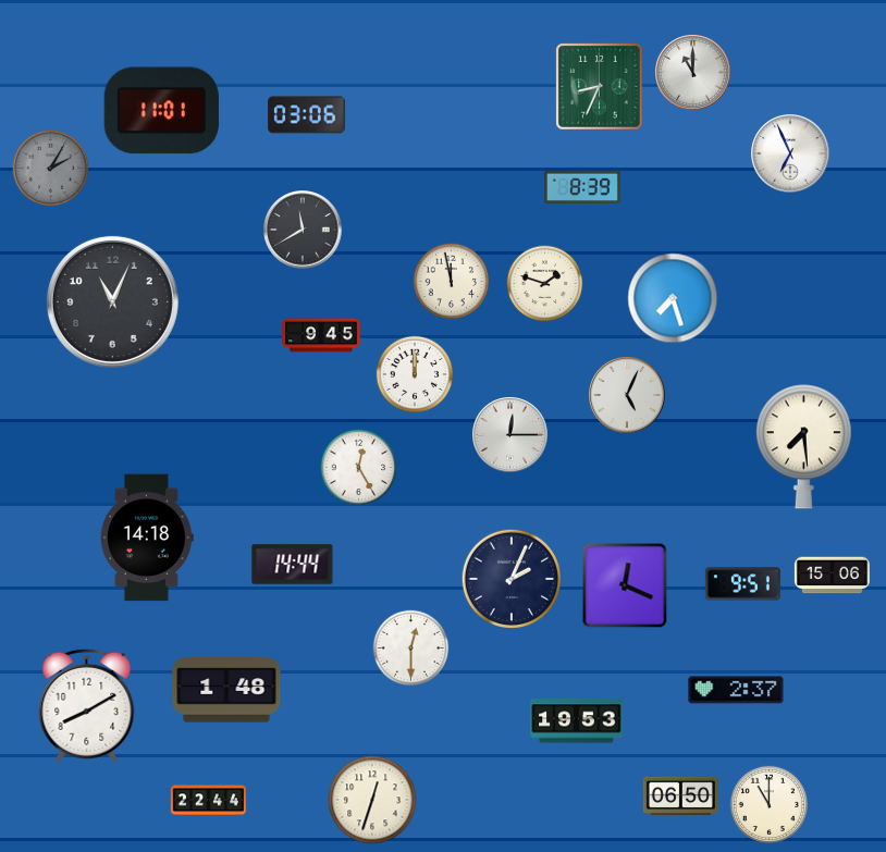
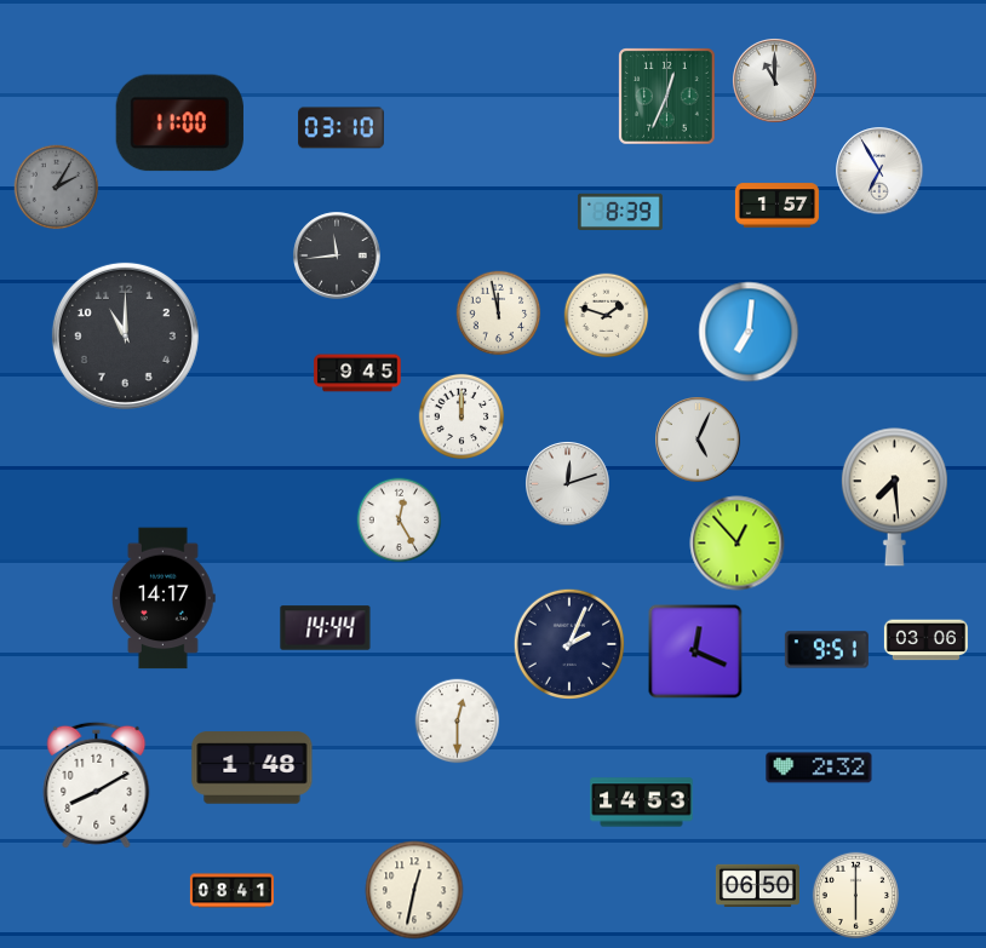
clock at (693, 73) position: (693, 73) -> (775, 81)
clock at (600, 87): 8:34 -> 12:34
clock at (161, 111): 11:01 -> 11:00
clock at (307, 115): 03:06 -> 03:10
clock at (790, 153): 6:56 -> 6:55
clock at (776, 206): none -> 1:57
clock at (582, 186) position: (582, 186) -> (620, 211)
clock at (303, 230): 11:40 -> 11:44
clock at (452, 282) position: (452, 282) -> (499, 314)
clock at (673, 298): 7:27 -> 7:01
clock at (112, 301): 11:04 -> 11:00
clock at (510, 435): 12:15 -> 12:12
clock at (738, 544): none -> 12:53
clock at (148, 538): 14:18 -> 14:17
clock at (832, 576): 15:06 -> 03:06
clock at (736, 690): 2:37 -> 2:32
clock at (577, 721): 19:53 -> 14:53
clock at (372, 800): 12:33 -> 12:32
clock at (208, 801): 22:44 -> 08:41
clock at (768, 804): 11:00 -> 6:00
